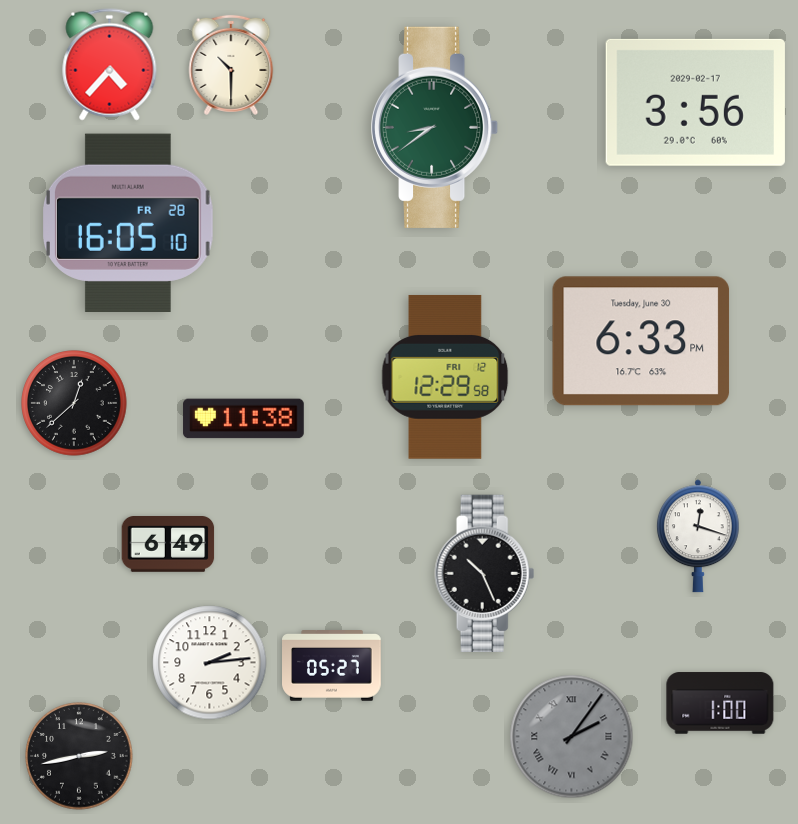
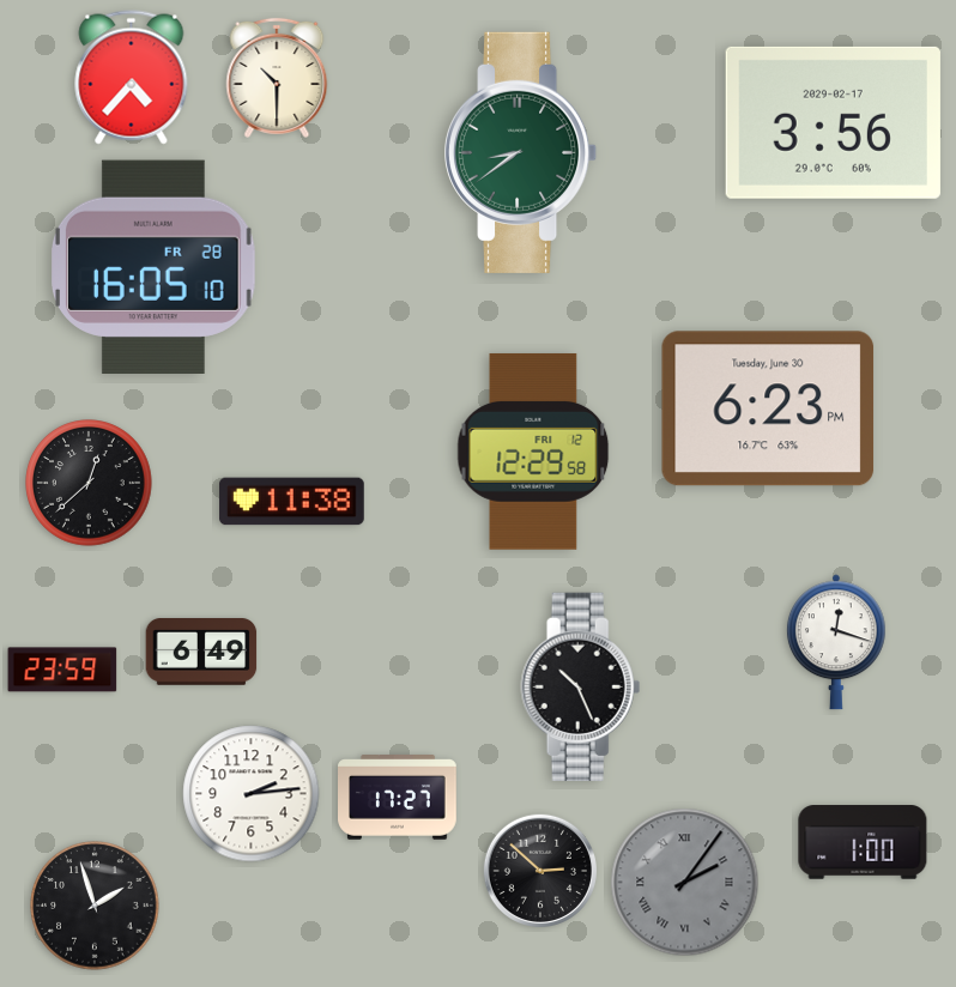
clock at (641, 341): 6:33 -> 6:23
clock at (62, 670): none -> 23:59
clock at (332, 666): 05:27 -> 17:27
clock at (539, 870): none -> 2:52
clock at (79, 756): 2:43 -> 1:57
